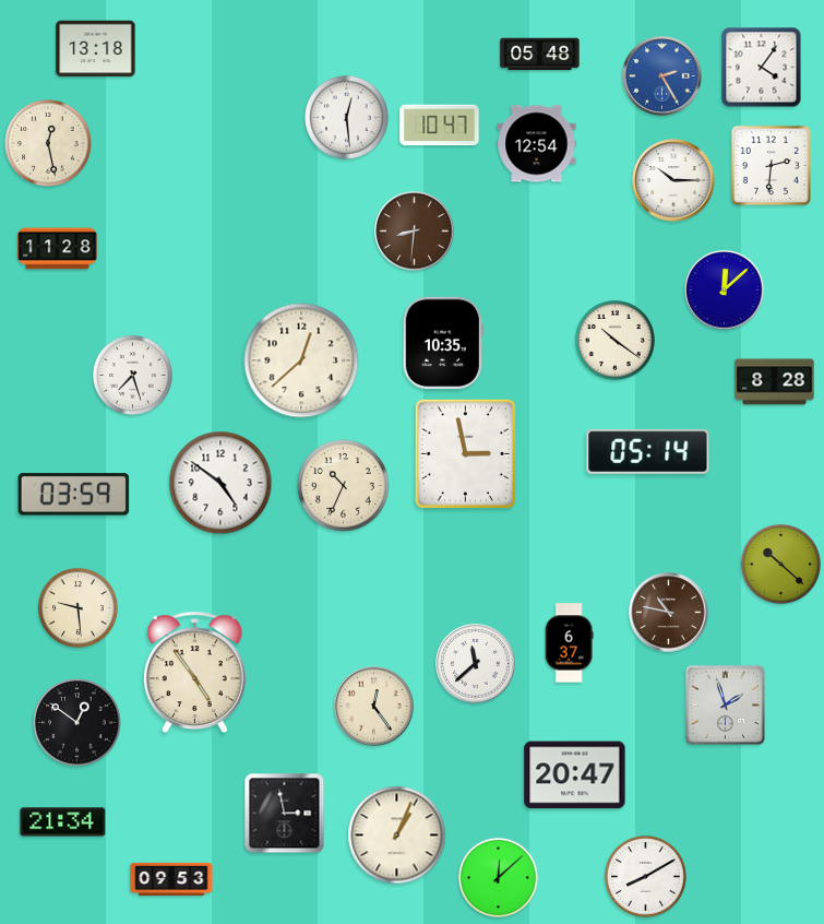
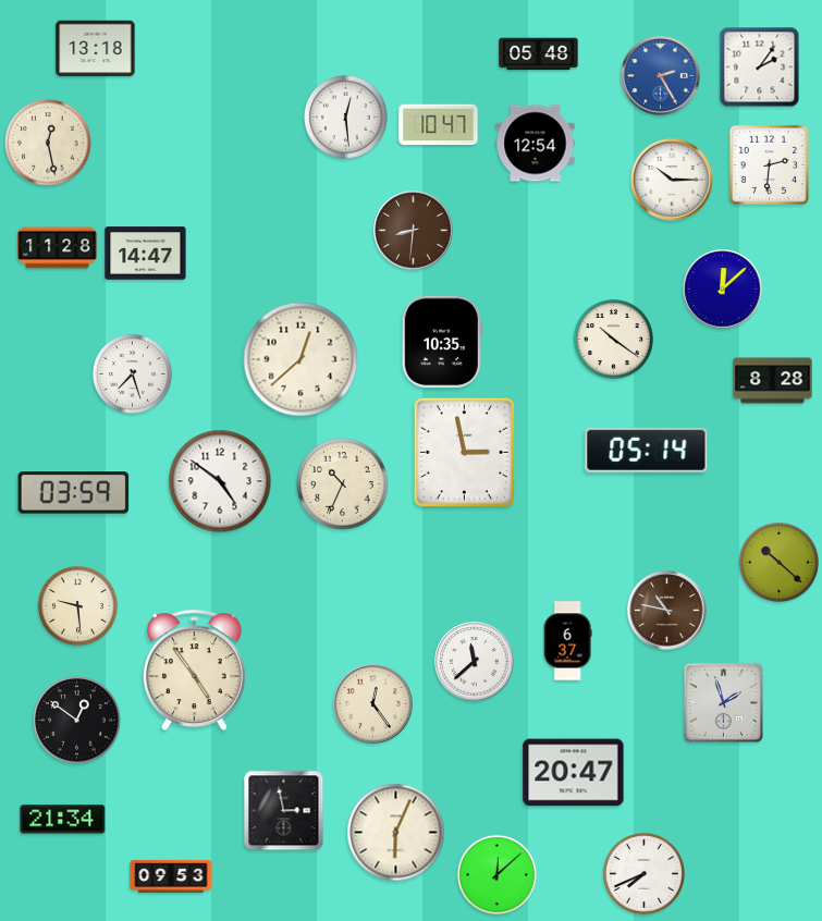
clock at (762, 68): 4:06 -> 2:06
clock at (146, 254): none -> 14:47
clock at (397, 836): 1:04 -> 6:04
clock at (645, 876): 8:10 -> 7:41
